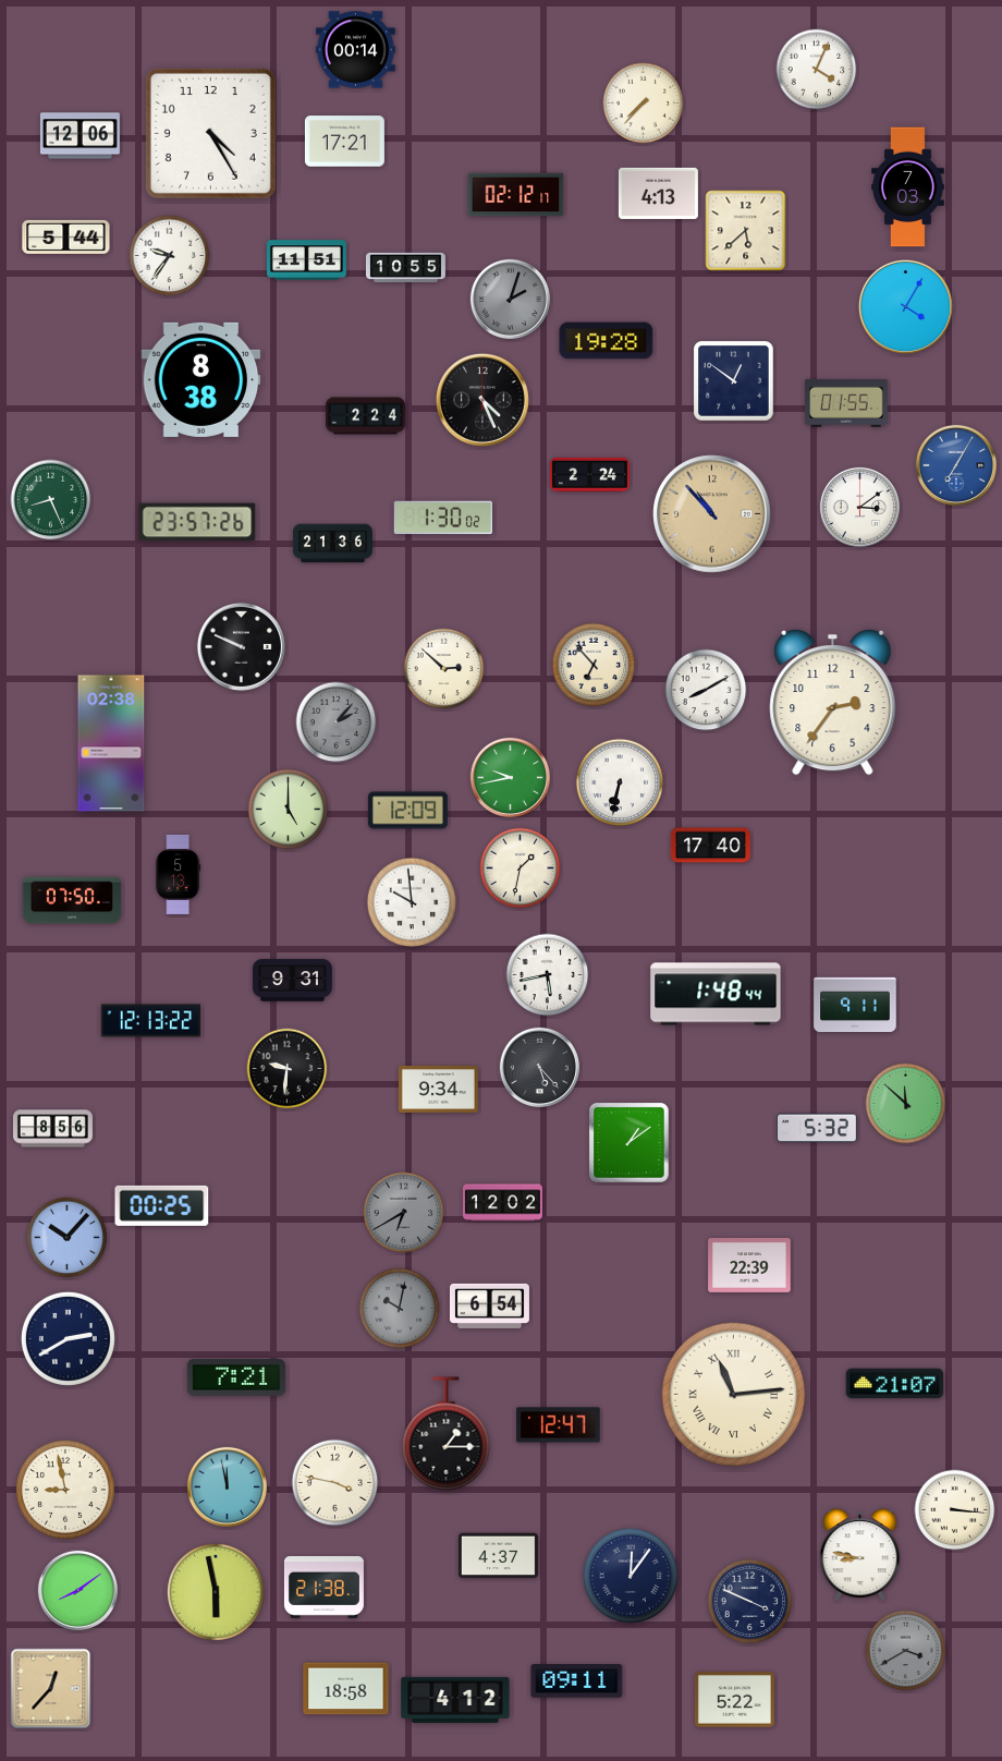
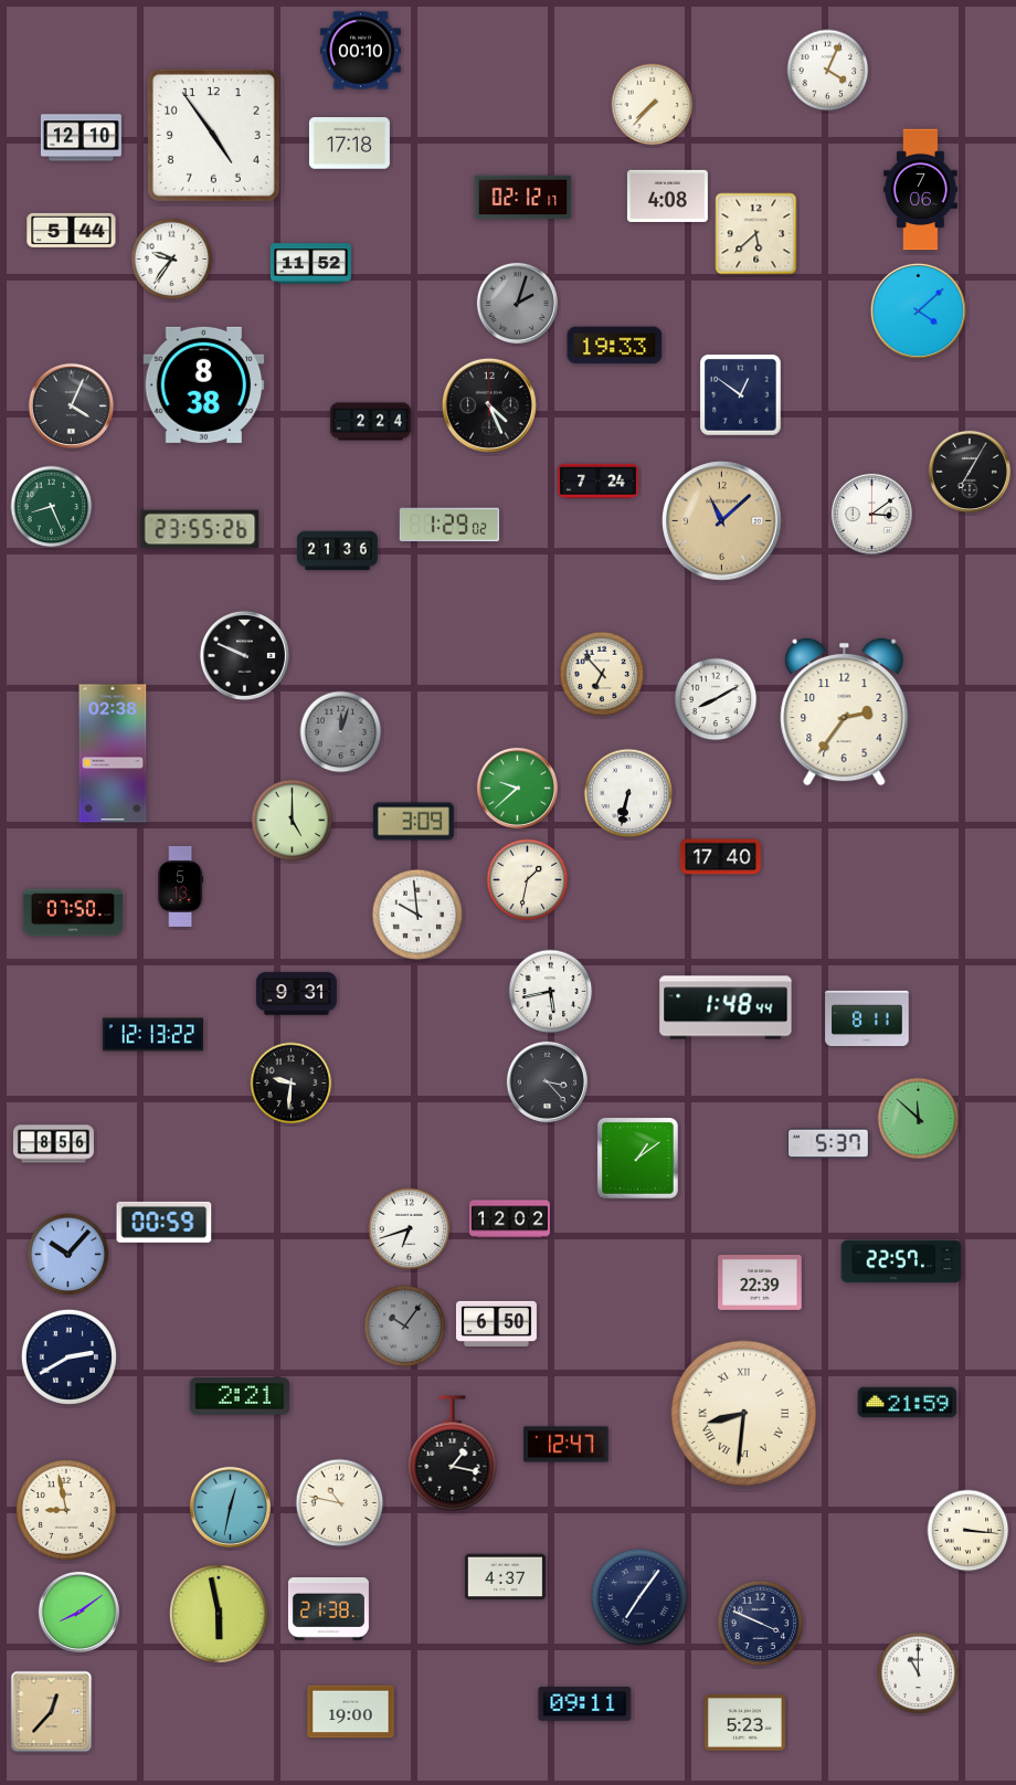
clock at (355, 50): 00:14 -> 00:10
clock at (210, 133): 4:25 -> 4:54
clock at (80, 136): 12:06 -> 12:10
clock at (344, 142): 17:21 -> 17:18
clock at (908, 187): 7:03 -> 7:06
clock at (658, 193): 4:13 -> 4:08
clock at (66, 236) position: (66, 236) -> (72, 230)
clock at (306, 260): 11:51 -> 11:52
clock at (405, 268): 10:55 -> none
clock at (905, 306): 4:05 -> 4:08
clock at (607, 341): 19:28 -> 19:33
clock at (734, 381) position: (734, 381) -> (741, 395)
clock at (71, 405): none -> 4:04
clock at (846, 404): 01:55 -> none
clock at (956, 465) dial: blue -> black
clock at (589, 474): 2:24 -> 7:24
clock at (712, 514): 10:53 -> 11:08
clock at (442, 518): 1:30 -> 1:29
clock at (197, 522): 23:57 -> 23:55
clock at (444, 669): 2:52 -> none
clock at (337, 722): 2:07 -> 12:03
clock at (510, 777): 9:43 -> 9:38
clock at (407, 811): 12:09 -> 3:09
clock at (548, 975) position: (548, 975) -> (551, 992)
clock at (855, 1004): 9:11 -> 8:11
clock at (539, 1067): 5:23 -> 3:23
clock at (438, 1089): 9:34 -> none
clock at (818, 1128): 5:32 -> 5:37
clock at (162, 1205): 00:25 -> 00:59
clock at (404, 1213): 6:40 -> 6:42
clock at (404, 1213) dial: grey -> white
clock at (901, 1261): none -> 22:57
clock at (489, 1305): 6:54 -> 6:50
clock at (400, 1309): 10:02 -> 10:06
clock at (236, 1377): 7:21 -> 2:21
clock at (895, 1384): 21:07 -> 21:59
clock at (734, 1395): 11:14 -> 8:31
clock at (447, 1434): 1:15 -> 1:17
clock at (335, 1483): 3:47 -> 10:47
clock at (227, 1486): 11:58 -> 12:32
clock at (860, 1554): 8:47 -> none
clock at (631, 1576): 12:06 -> 7:06
clock at (906, 1651): 3:40 -> 11:00
clock at (906, 1651) dial: grey -> white
clock at (346, 1689): 18:58 -> 19:00
clock at (455, 1700): 4:12 -> none
clock at (734, 1700): 5:22 -> 5:23
